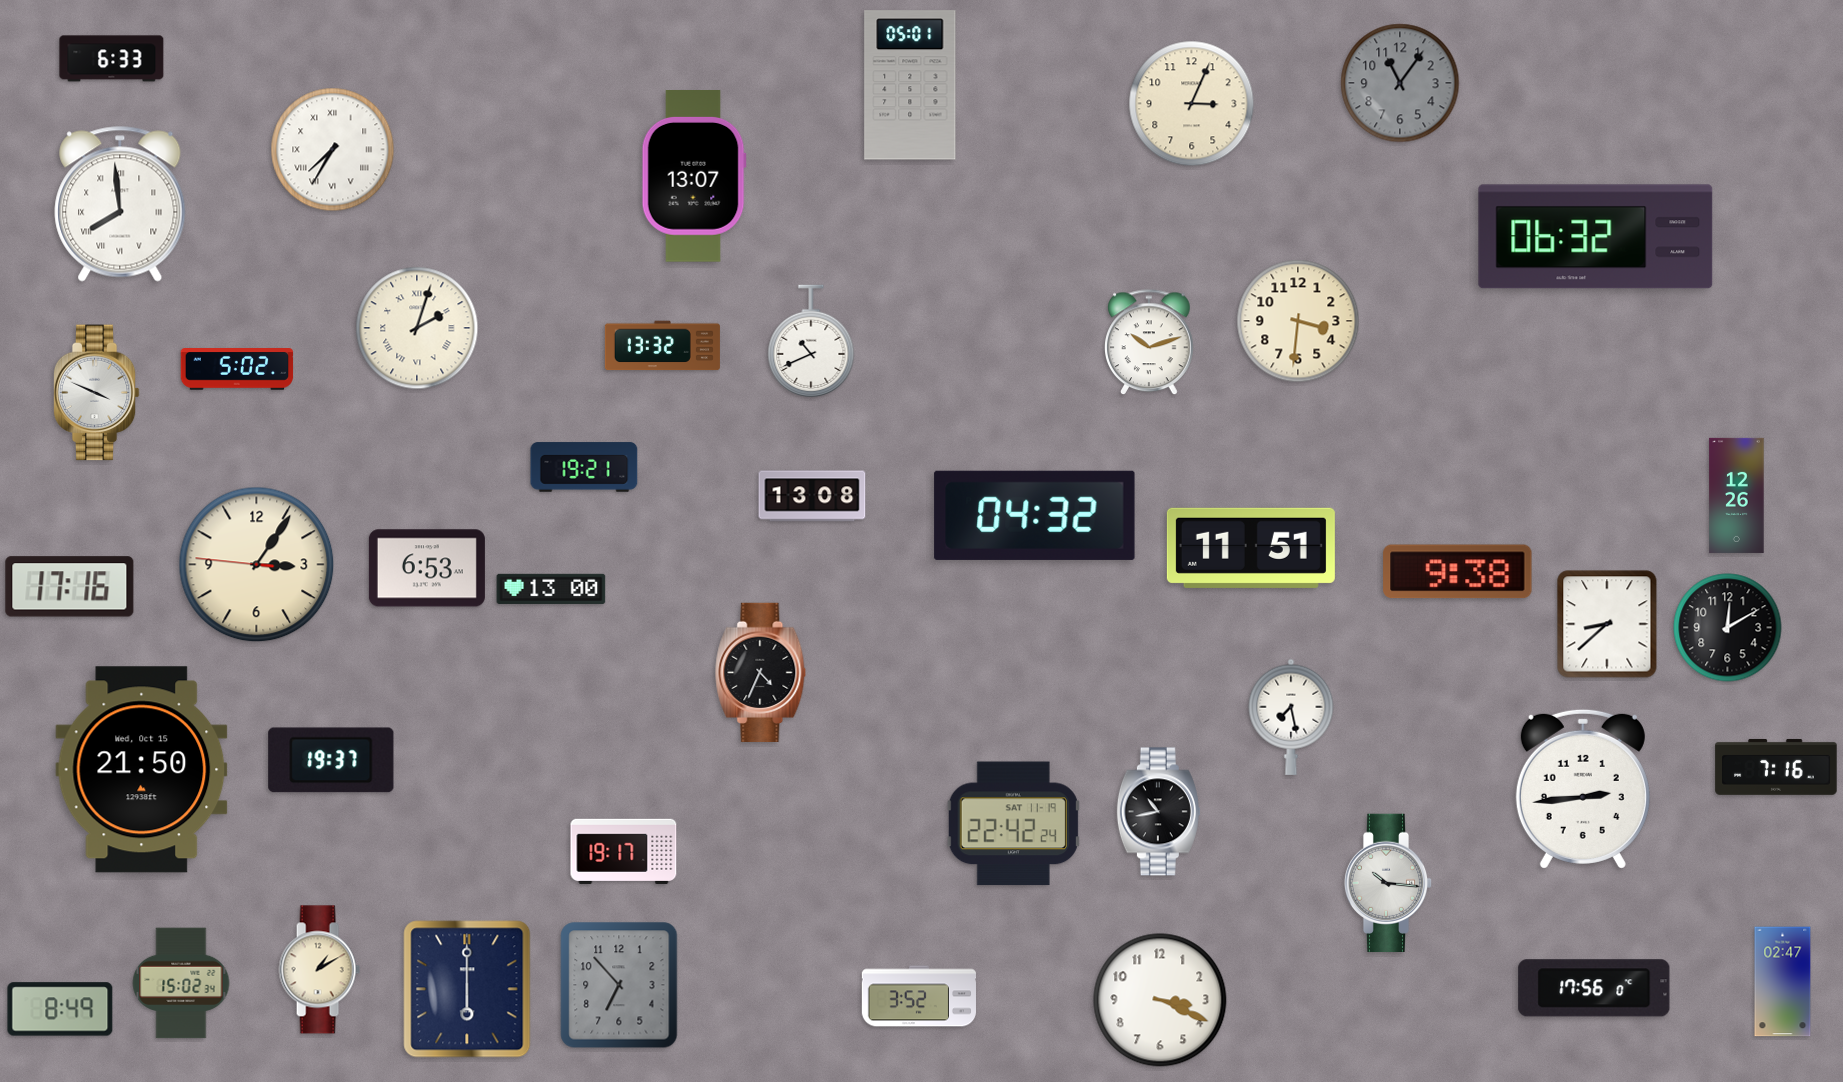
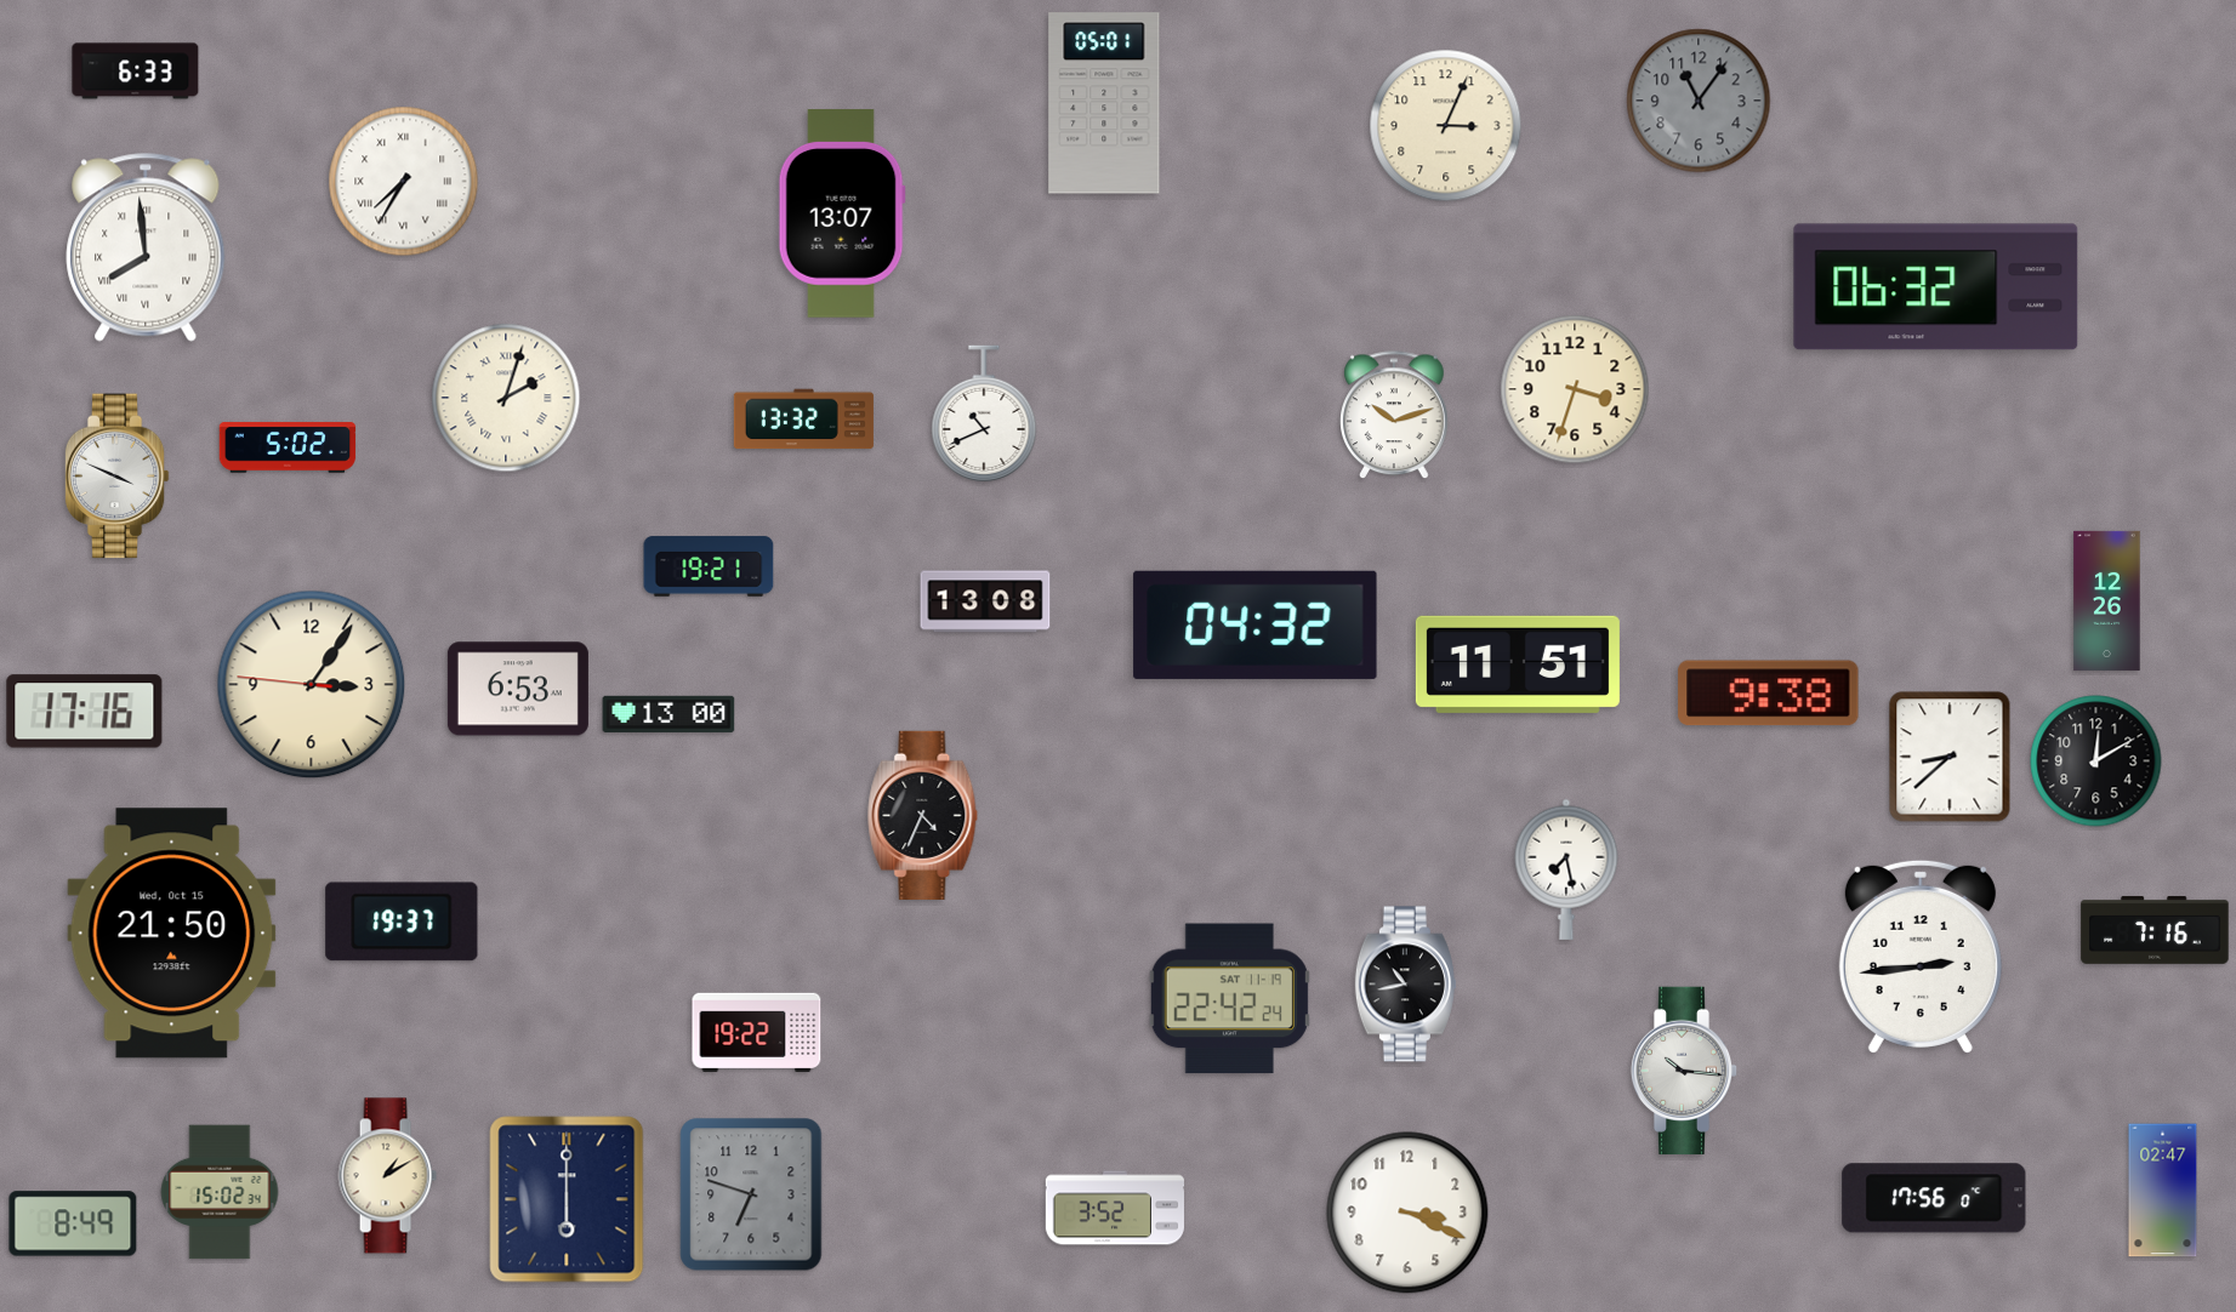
clock at (1298, 321): 3:31 -> 3:33
clock at (624, 851): 19:17 -> 19:22
clock at (619, 985): 6:53 -> 6:48
